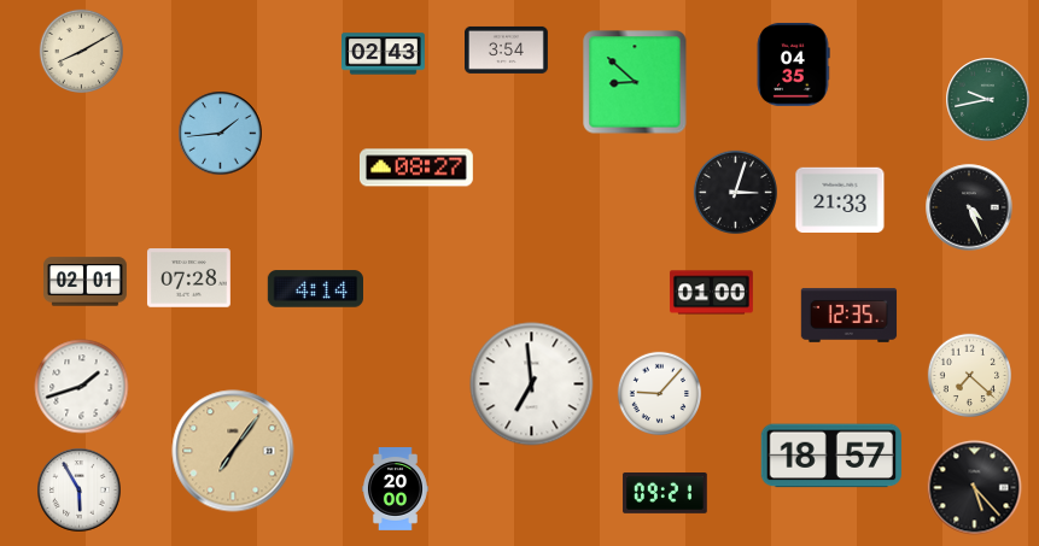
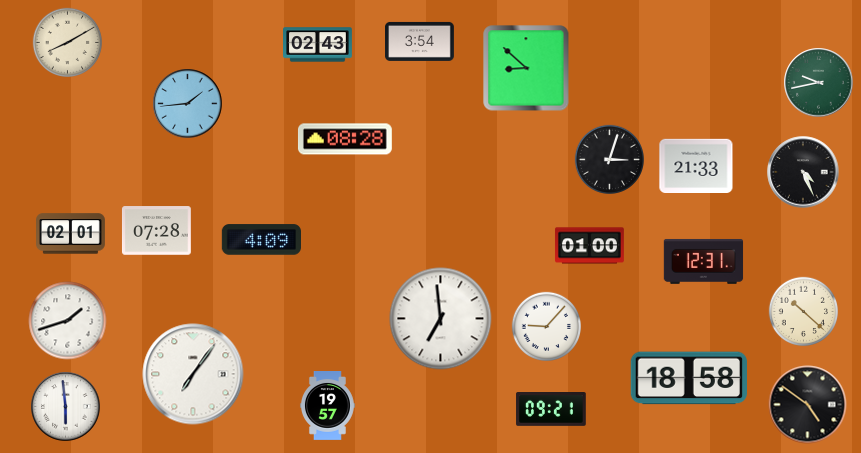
clock at (793, 64): 04:35 -> none
clock at (221, 134) position: (221, 134) -> (188, 104)
clock at (416, 168): 08:27 -> 08:28
clock at (316, 289): 4:14 -> 4:09
clock at (711, 293) position: (711, 293) -> (589, 246)
clock at (850, 315): 12:35 -> 12:31
clock at (969, 375): 7:22 -> 10:22
clock at (233, 451) dial: champagne -> white
clock at (831, 456): 18:57 -> 18:58
clock at (975, 488): 5:23 -> 4:51
clock at (395, 489): 20:00 -> 19:57
clock at (80, 491): 5:55 -> 5:59
